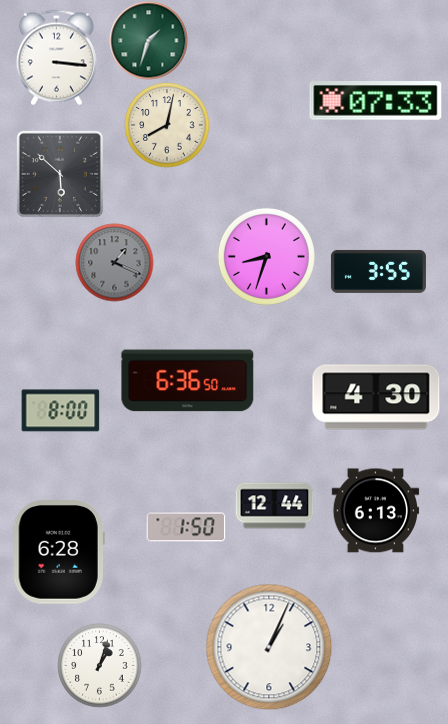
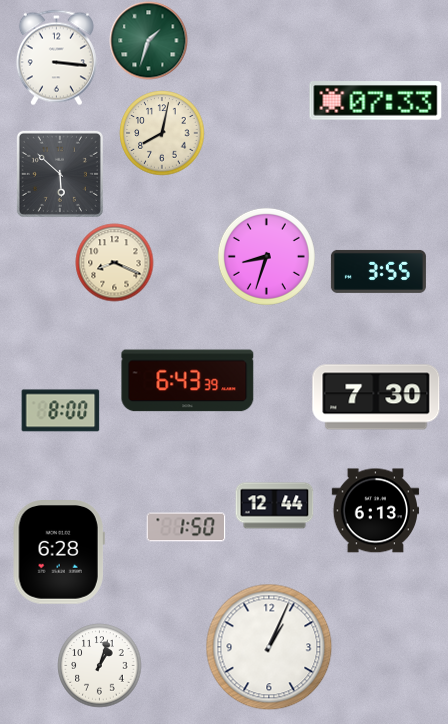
clock at (167, 125) position: (167, 125) -> (162, 133)
clock at (114, 262): 1:19 -> 8:19
clock at (114, 262) dial: grey -> cream
clock at (188, 381): 6:36 -> 6:43
clock at (376, 397): 4:30 -> 7:30
